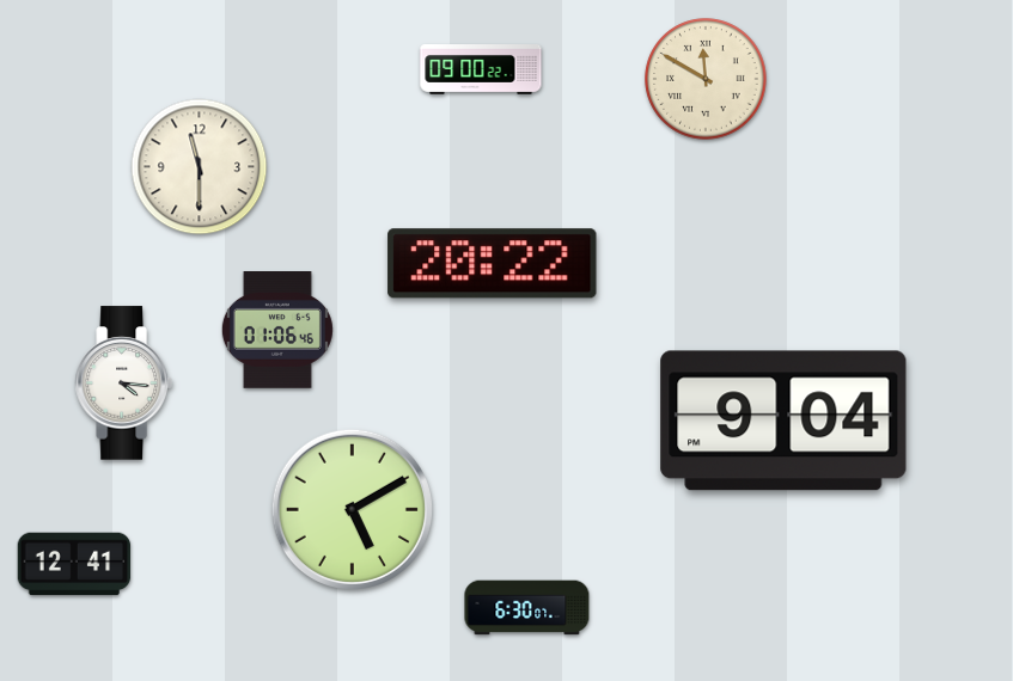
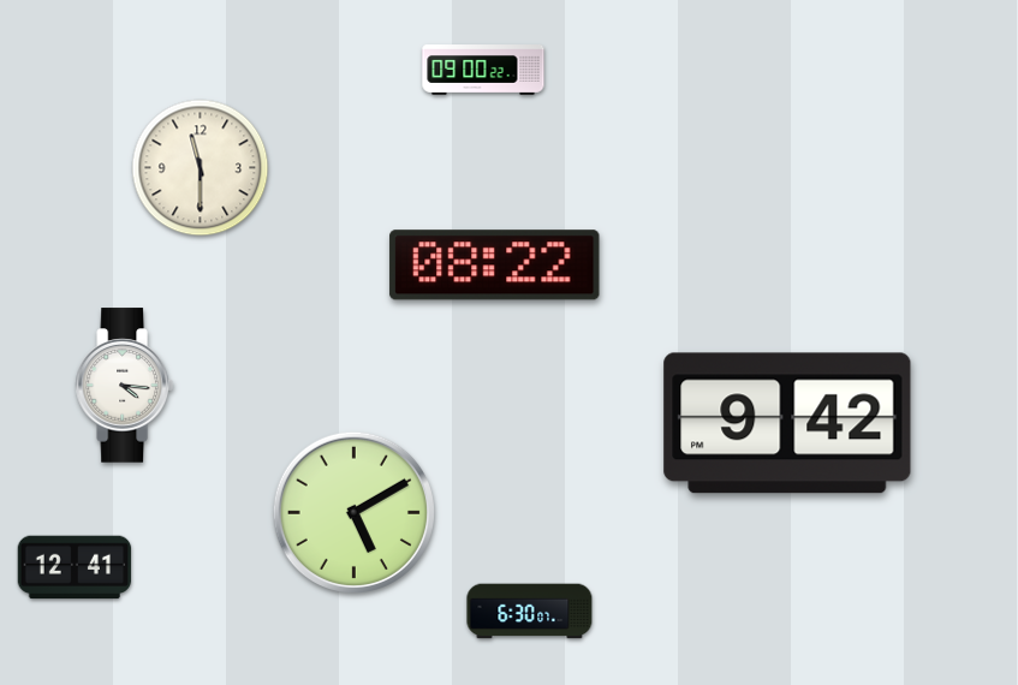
clock at (706, 79): 11:50 -> none
clock at (493, 264): 20:22 -> 08:22
clock at (277, 331): 01:06 -> none
clock at (783, 421): 9:04 -> 9:42
